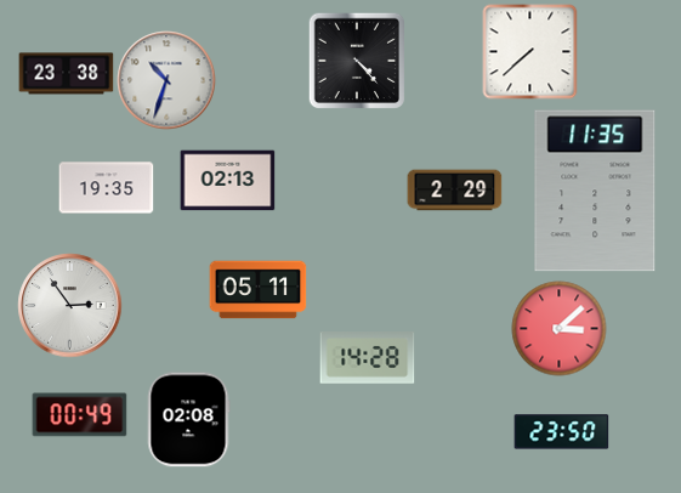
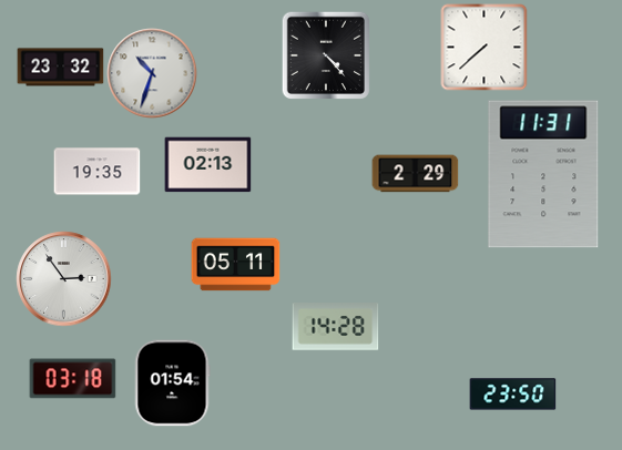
clock at (66, 74): 23:38 -> 23:32
clock at (595, 191): 11:35 -> 11:31
clock at (558, 328): 3:08 -> none
clock at (79, 415): 00:49 -> 03:18
clock at (188, 419): 02:08 -> 01:54
